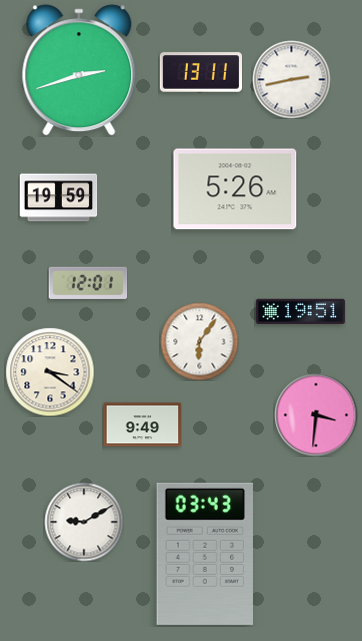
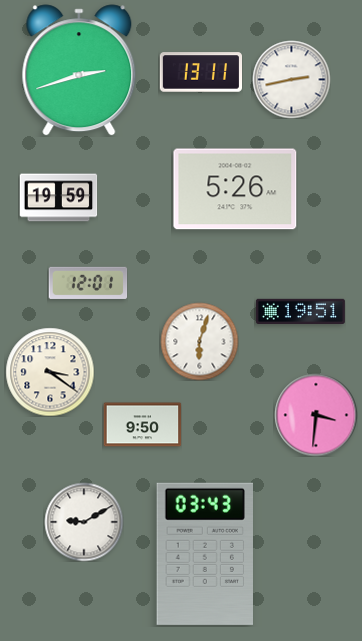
clock at (199, 341): 6:06 -> 6:03
clock at (142, 425): 9:49 -> 9:50
